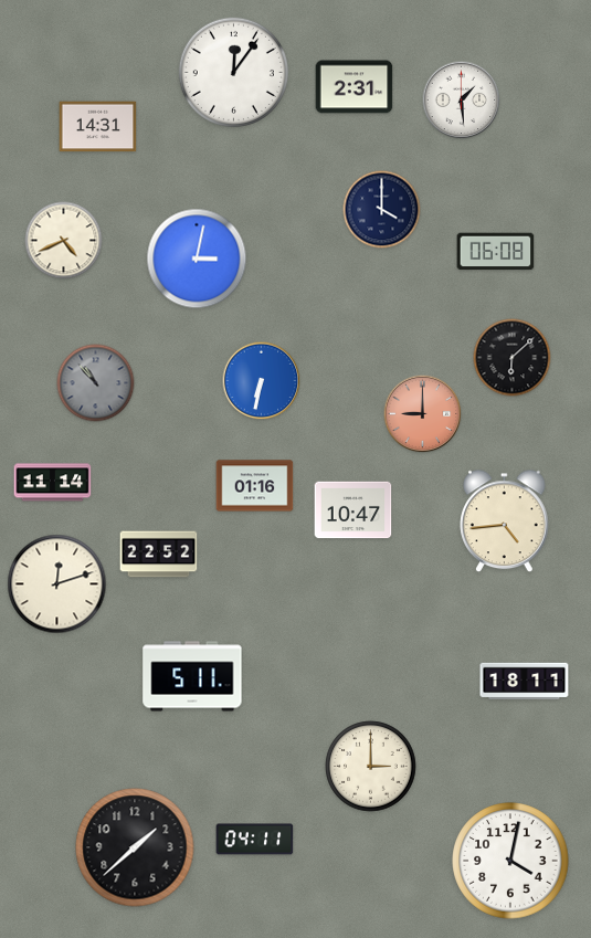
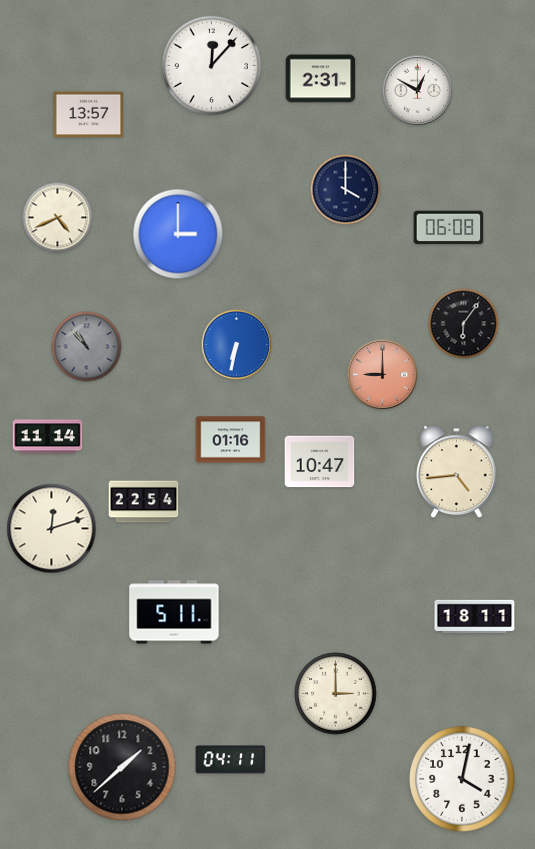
clock at (233, 72): 12:06 -> 12:07
clock at (462, 101): 1:29 -> 12:50
clock at (98, 127): 14:31 -> 13:57
clock at (197, 259): 3:02 -> 3:00
clock at (513, 358): 6:08 -> 6:06
clock at (159, 555): 22:52 -> 22:54
